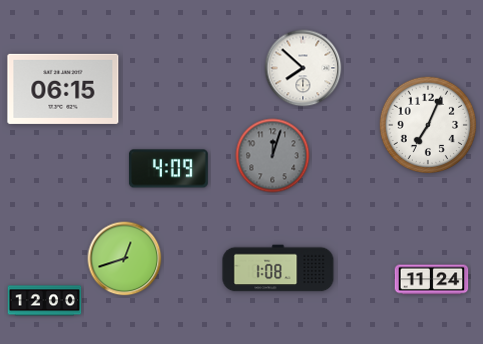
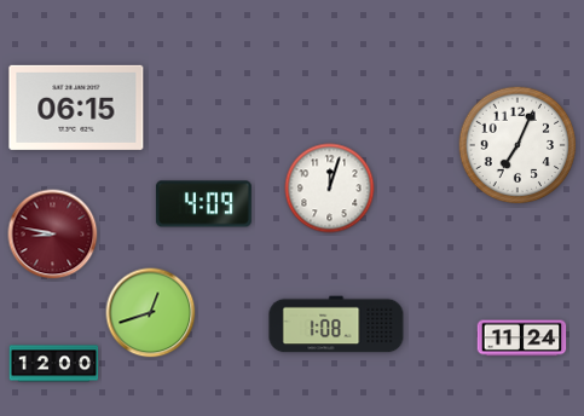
clock at (303, 68): 7:52 -> none
clock at (428, 125) position: (428, 125) -> (517, 145)
clock at (273, 156) dial: grey -> white
clock at (53, 235): none -> 8:47
